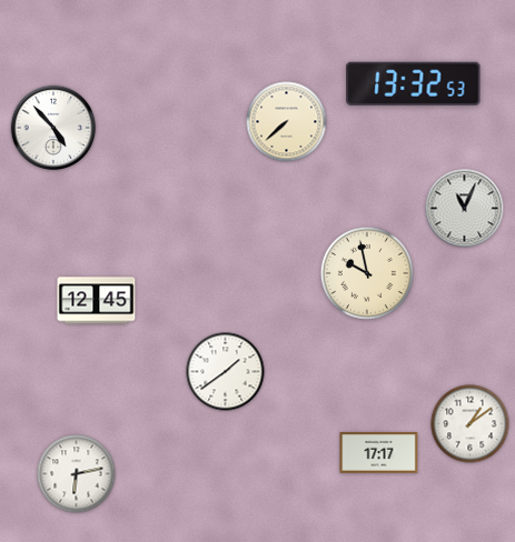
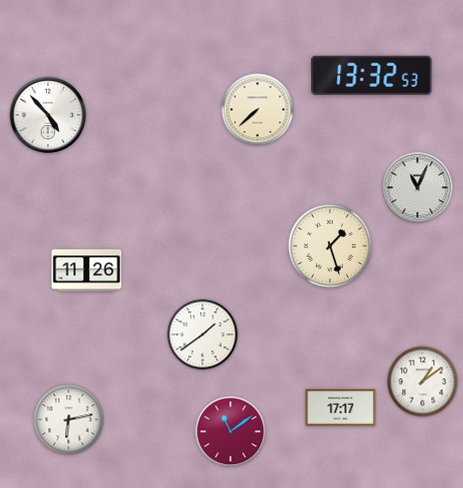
clock at (367, 273): 9:58 -> 1:27
clock at (97, 301): 12:45 -> 11:26
clock at (77, 474) position: (77, 474) -> (69, 420)
clock at (231, 432): none -> 11:09
